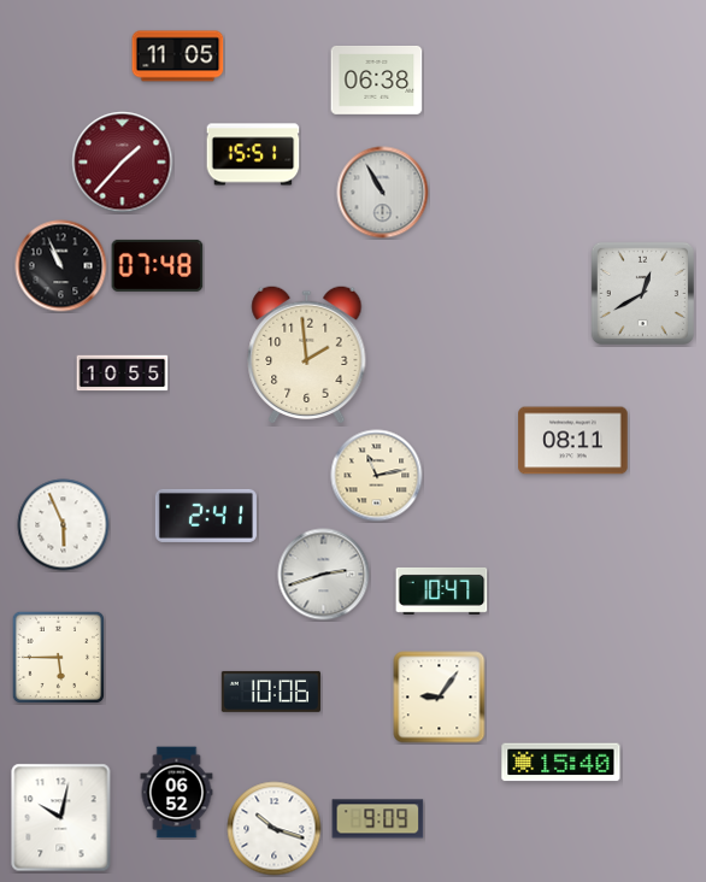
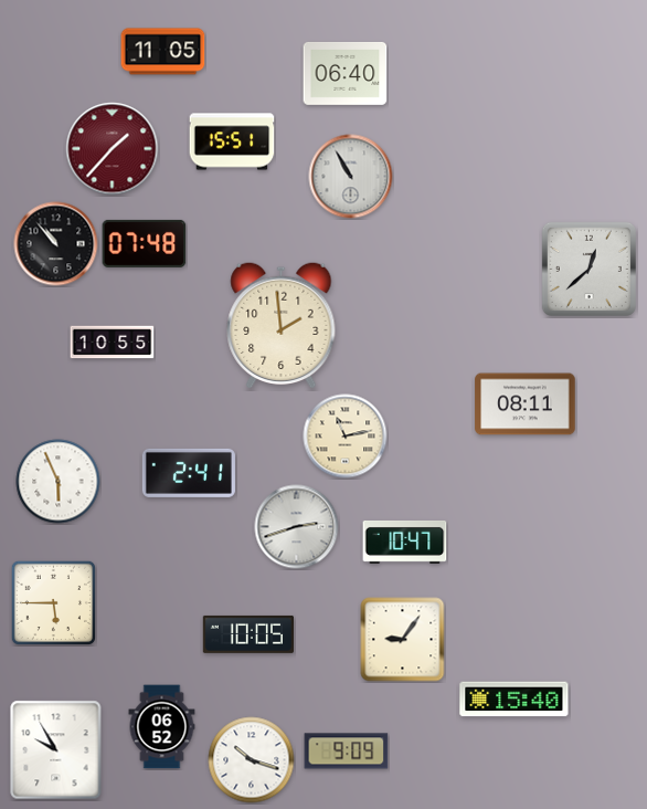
clock at (377, 80): 06:38 -> 06:40
clock at (61, 266): 10:56 -> 10:53
clock at (642, 293): 12:40 -> 12:38
clock at (271, 692): 10:06 -> 10:05
clock at (61, 818): 10:02 -> 9:55
